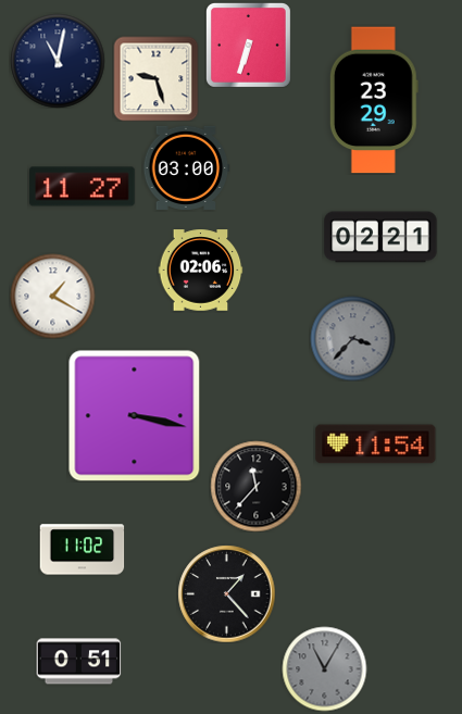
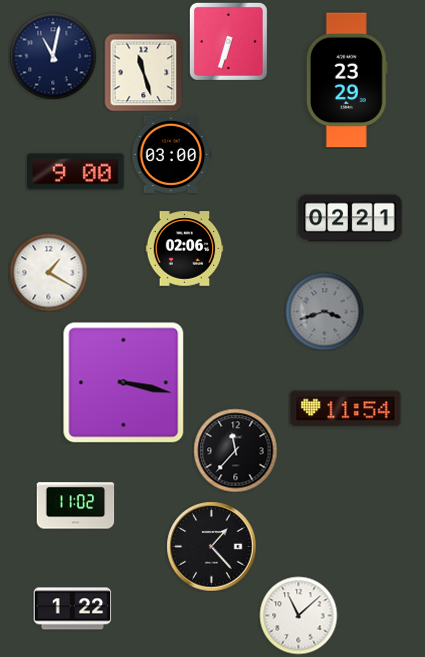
clock at (155, 78): 9:27 -> 11:27
clock at (374, 100) position: (374, 100) -> (347, 80)
clock at (83, 187): 11:27 -> 9:00
clock at (352, 338): 3:37 -> 3:42
clock at (255, 486) position: (255, 486) -> (235, 450)
clock at (226, 593) position: (226, 593) -> (211, 546)
clock at (78, 662): 0:51 -> 1:22
clock at (324, 668): 11:05 -> 11:08
clock at (324, 668) dial: grey -> white
